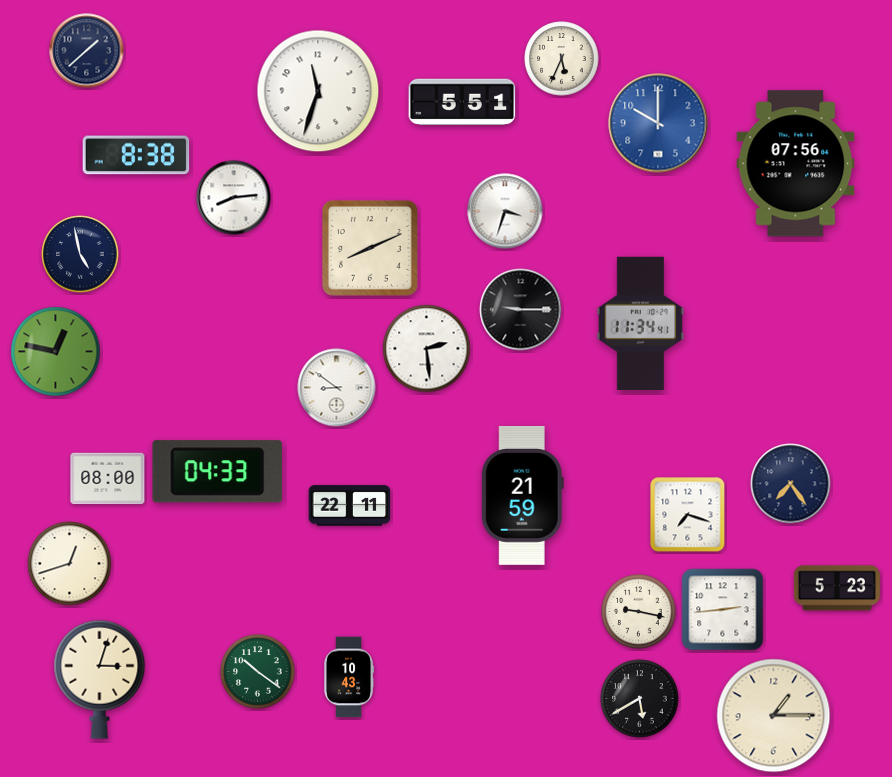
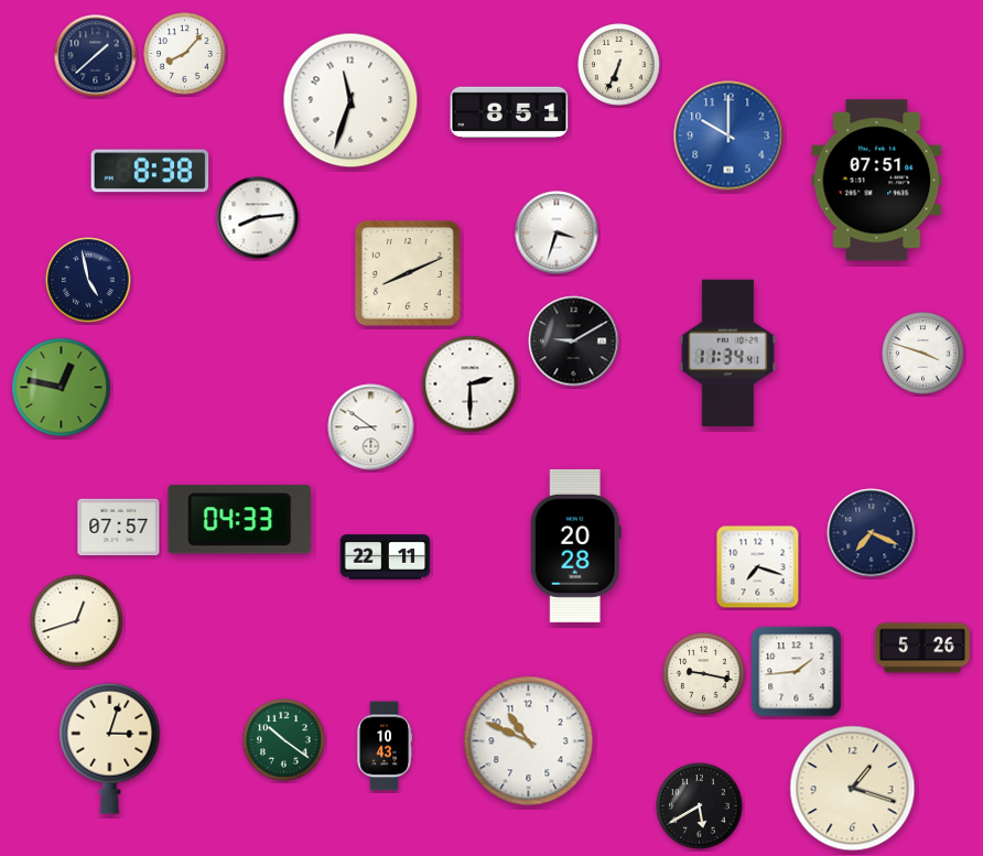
clock at (185, 54): none -> 8:07
clock at (562, 59): 5:34 -> 6:34
clock at (462, 102): 5:51 -> 8:51
clock at (658, 123) position: (658, 123) -> (728, 136)
clock at (796, 164): 07:56 -> 07:51
clock at (521, 310): 9:15 -> 9:10
clock at (923, 354): none -> 3:48
clock at (641, 324) position: (641, 324) -> (728, 354)
clock at (427, 349): 2:29 -> 2:30
clock at (108, 479): 08:00 -> 07:57
clock at (791, 484): 7:24 -> 7:19
clock at (522, 495): 21:59 -> 20:28
clock at (837, 588): 5:23 -> 5:26
clock at (723, 610): 2:44 -> 1:44
clock at (529, 741): none -> 10:49
clock at (640, 699) position: (640, 699) -> (700, 806)
clock at (774, 716): 1:15 -> 1:18
